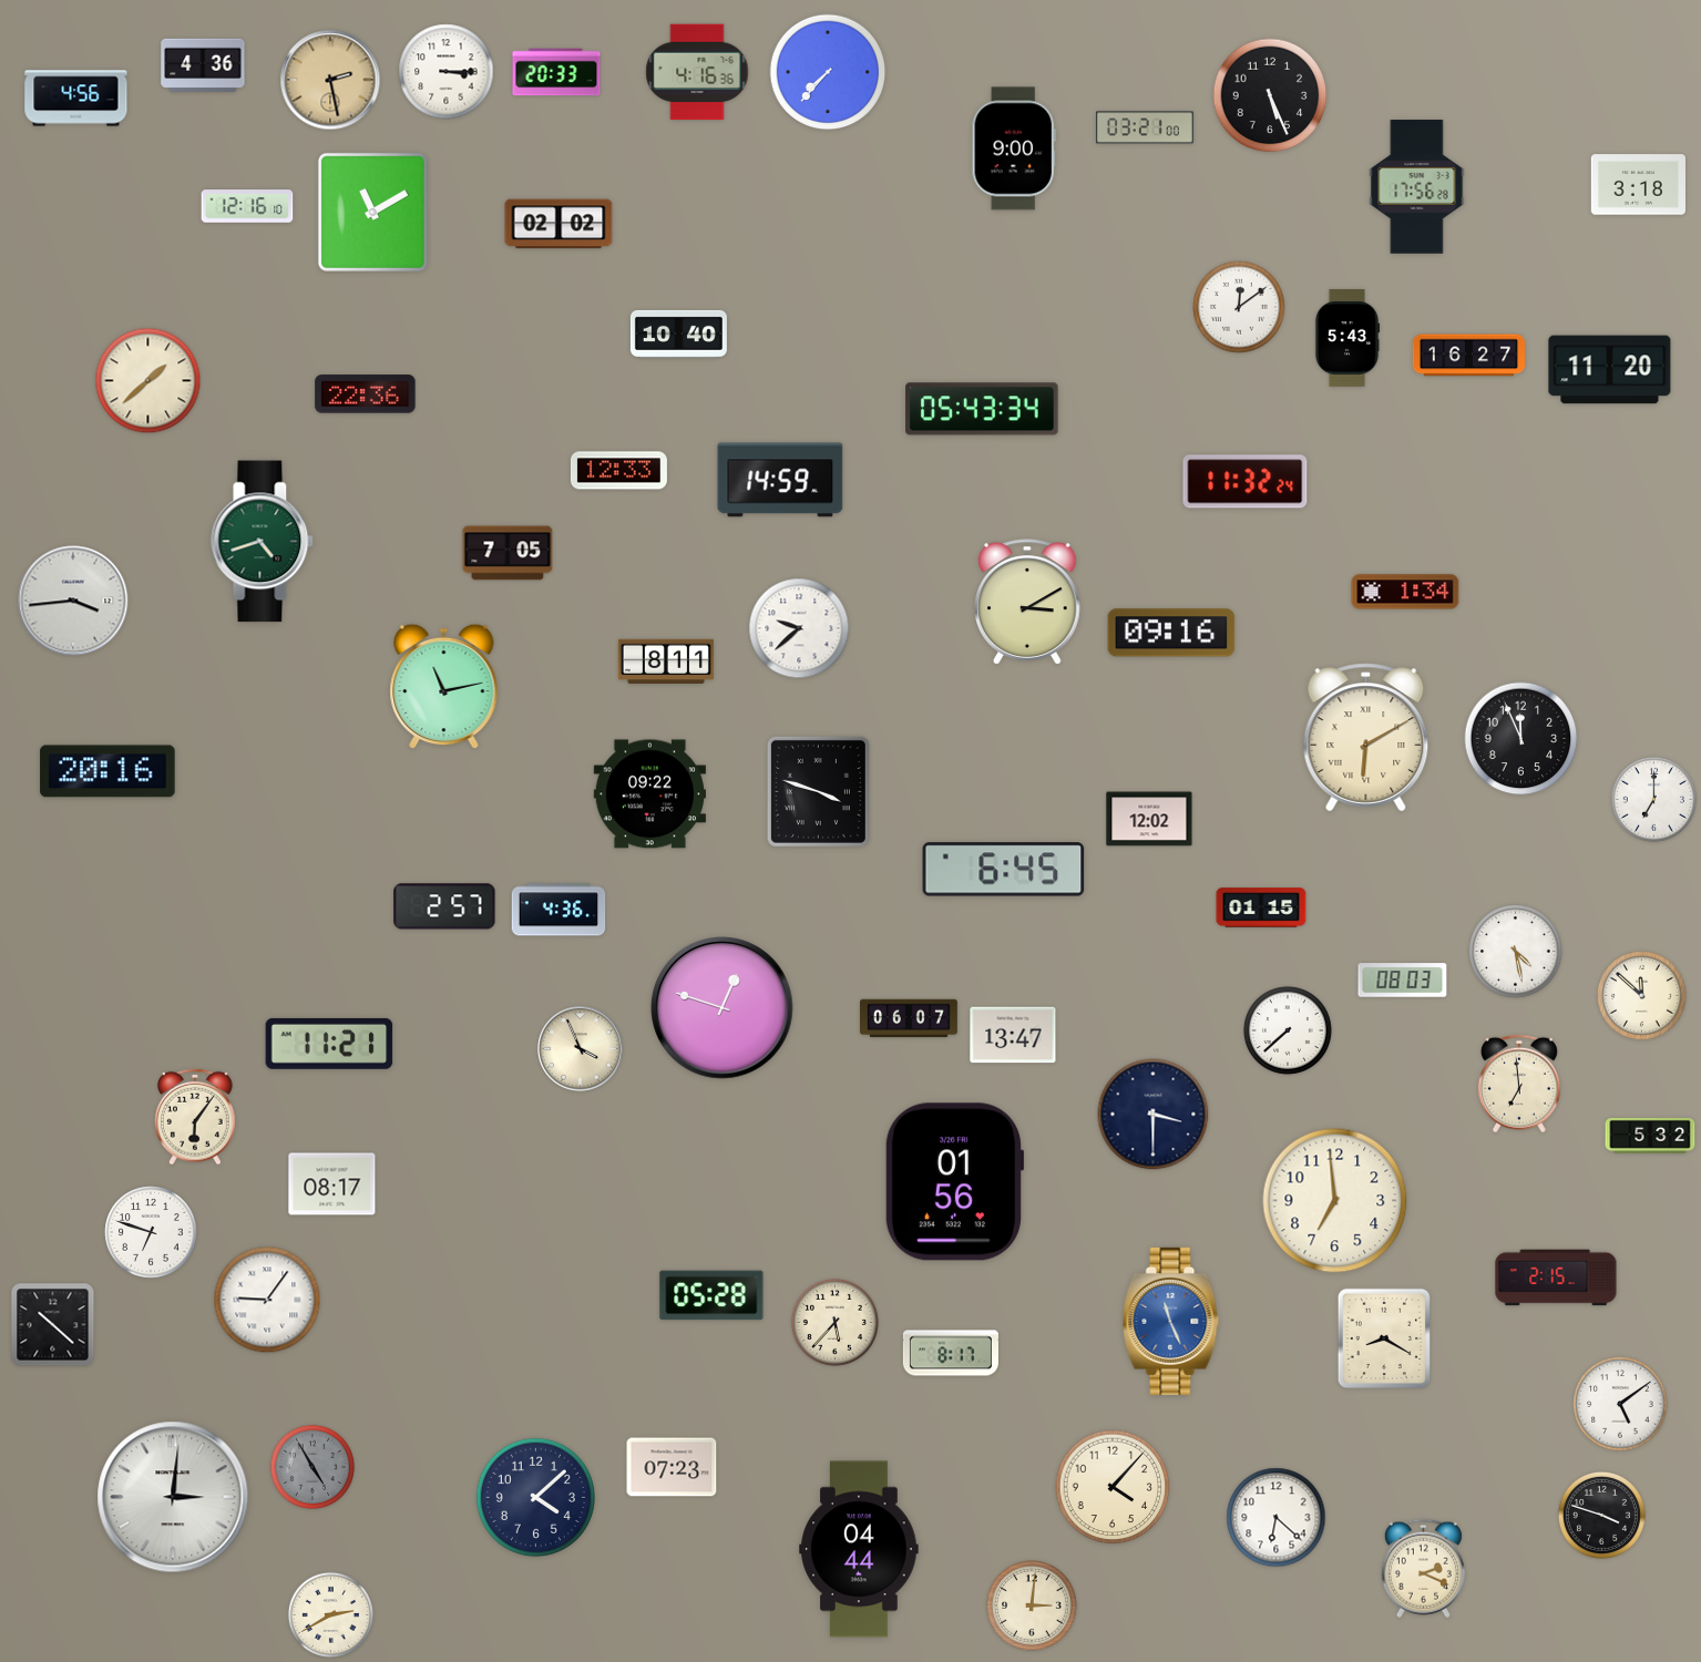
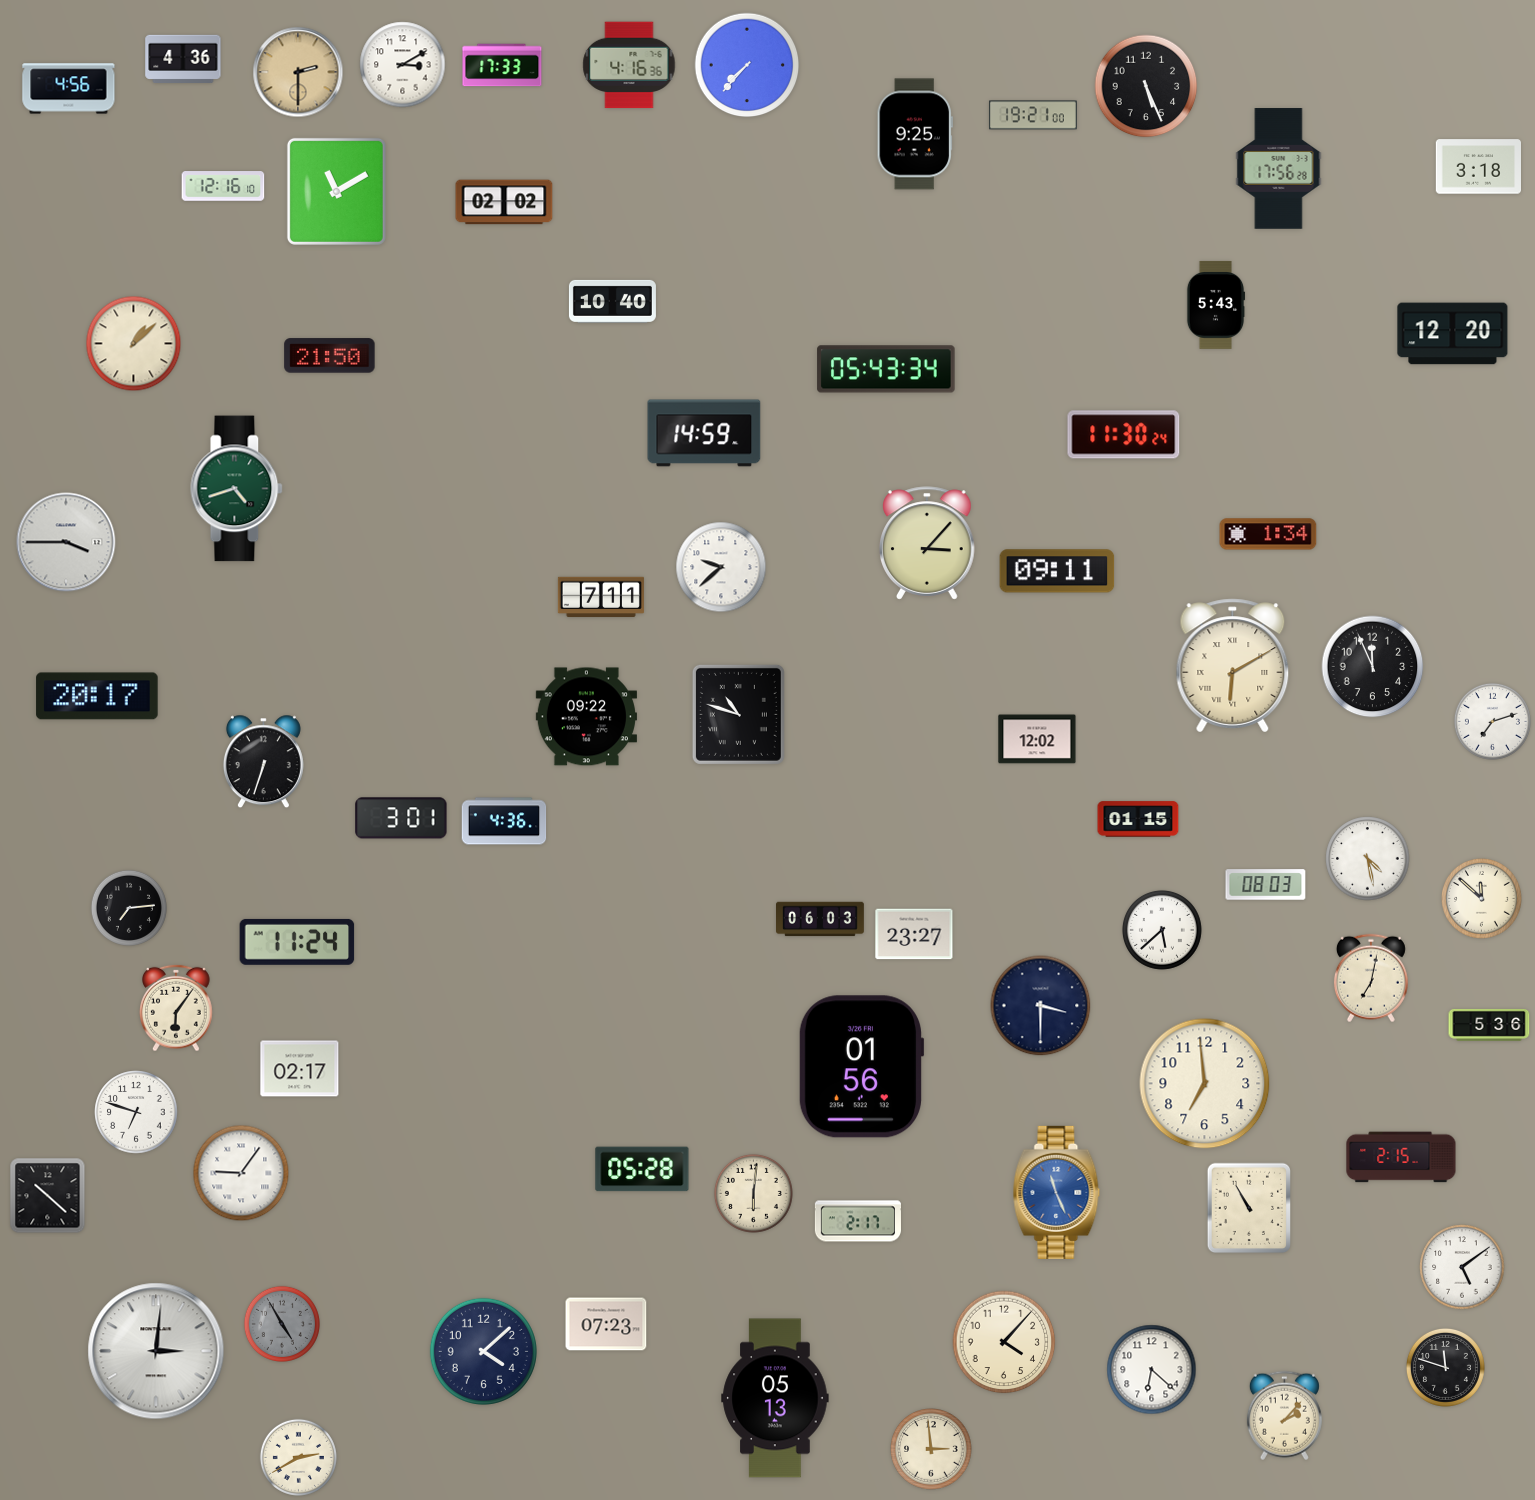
clock at (447, 72): 3:15 -> 3:10
clock at (556, 72): 20:33 -> 17:33
clock at (330, 80): 2:28 -> 2:30
clock at (1145, 127): 03:21 -> 19:21
clock at (1014, 148): 9:00 -> 9:25
clock at (1239, 307): 12:09 -> none
clock at (1468, 356): 16:27 -> none
clock at (1610, 370): 11:20 -> 12:20
clock at (148, 381): 1:38 -> 1:08
clock at (366, 394): 22:36 -> 21:50
clock at (618, 471): 12:33 -> none
clock at (1246, 482): 11:32 -> 11:30
clock at (508, 553): 7:05 -> none
clock at (73, 601): 3:44 -> 3:45
clock at (1028, 602): 3:10 -> 3:07
clock at (1171, 633): 09:16 -> 09:11
clock at (666, 661): 8:11 -> 7:11
clock at (444, 687): 11:13 -> none
clock at (107, 771): 20:16 -> 20:17
clock at (818, 791): 3:48 -> 10:48
clock at (1653, 799): 7:00 -> 7:12
clock at (263, 762): none -> 6:33
clock at (1004, 870): 6:45 -> none
clock at (444, 906): 2:57 -> 3:01
clock at (129, 908): none -> 7:14
clock at (723, 1008): 12:48 -> none
clock at (910, 1018): 06:07 -> 06:03
clock at (1288, 1030): 7:38 -> 5:38
clock at (1013, 1035): 13:47 -> 23:27
clock at (329, 1044): 11:21 -> 11:24
clock at (581, 1049): 3:56 -> none
clock at (1519, 1084): 6:59 -> 7:02
clock at (1650, 1136): 5:32 -> 5:36
clock at (332, 1184): 08:17 -> 02:17
clock at (1556, 1278) position: (1556, 1278) -> (1401, 1157)
clock at (834, 1322): 5:37 -> 6:01
clock at (1384, 1338): 8:20 -> 10:55
clock at (951, 1353): 8:17 -> 2:17
clock at (1601, 1515): 3:48 -> 11:48
clock at (859, 1549): 04:44 -> 05:13
clock at (1423, 1569): 2:19 -> 2:07
clock at (1032, 1605): 3:01 -> 2:59
